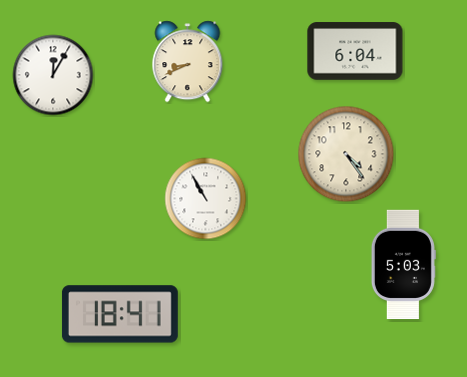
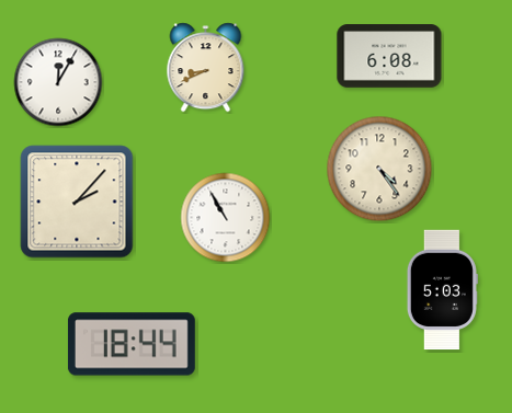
clock at (355, 51): 6:04 -> 6:08
clock at (77, 202): none -> 2:07
clock at (120, 314): 18:41 -> 18:44
